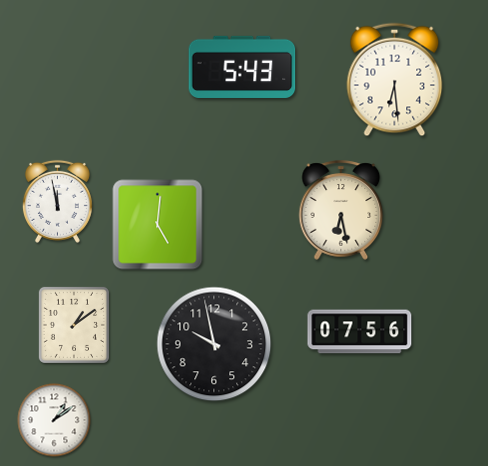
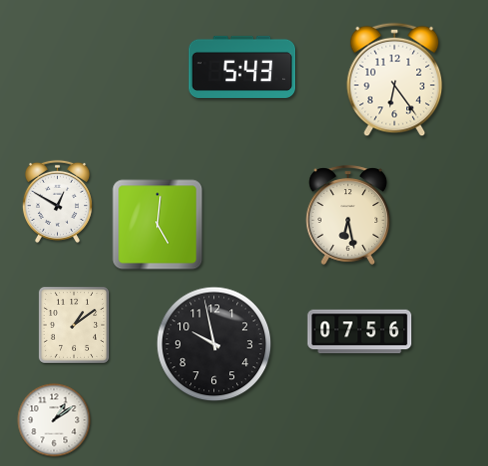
clock at (395, 80): 6:29 -> 6:24
clock at (57, 201): 11:58 -> 12:50
clock at (341, 210) position: (341, 210) -> (348, 215)
